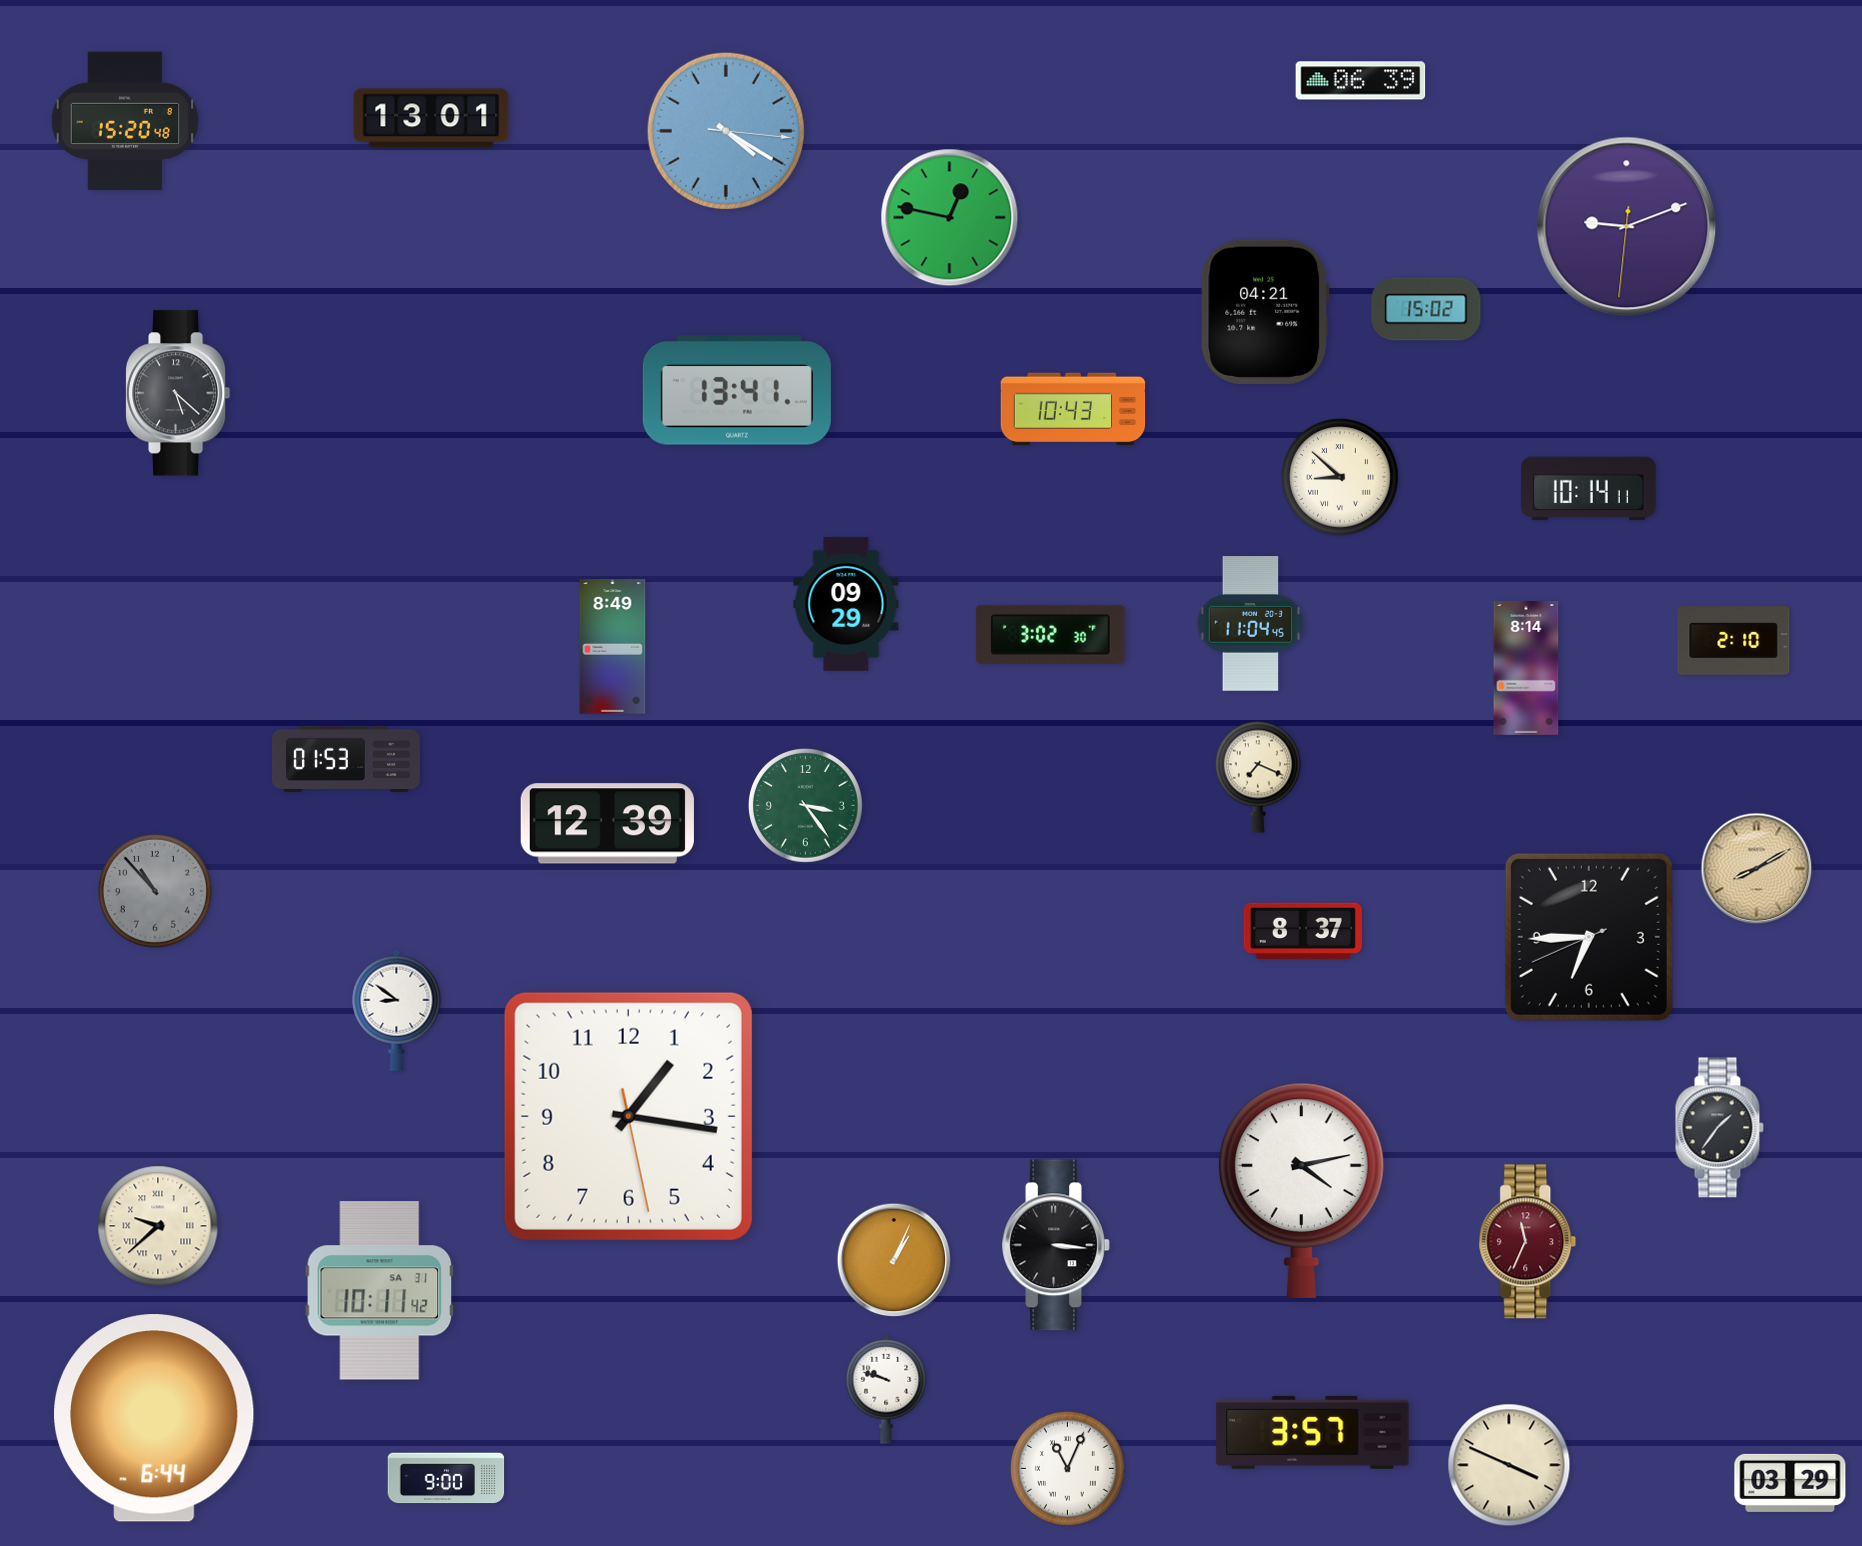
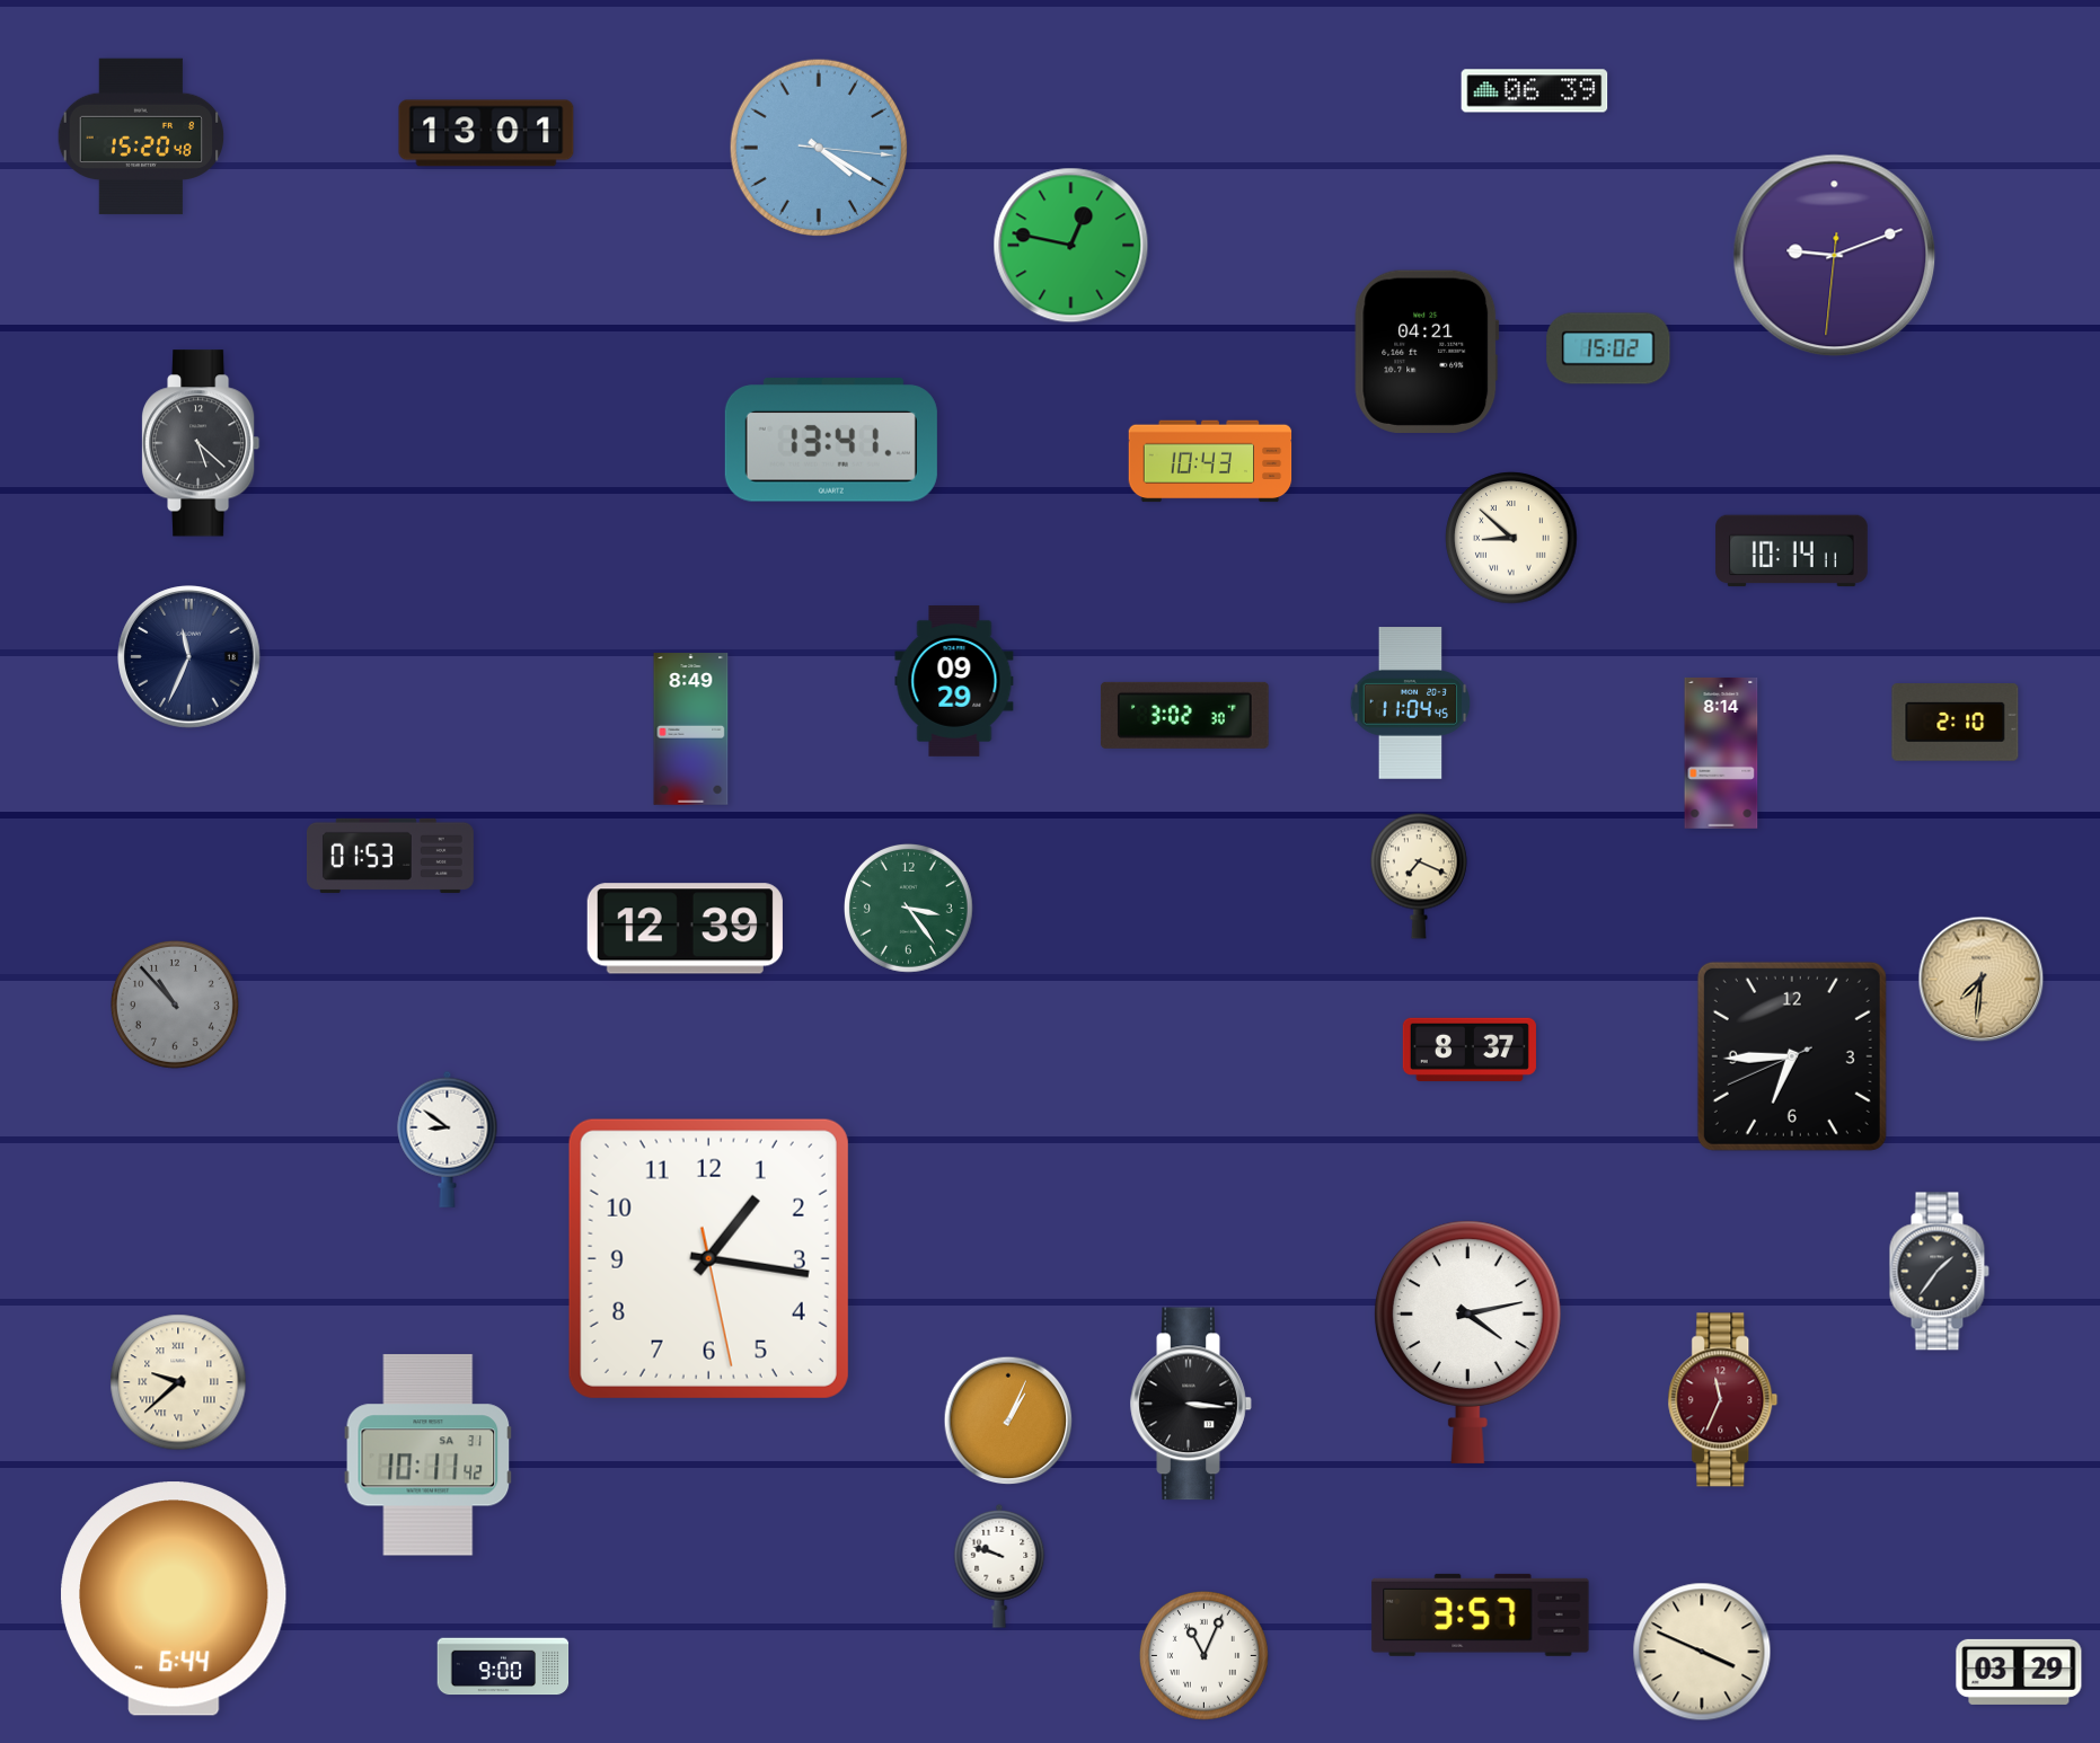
clock at (189, 657): none -> 11:34
clock at (1757, 869): 8:10 -> 7:31
